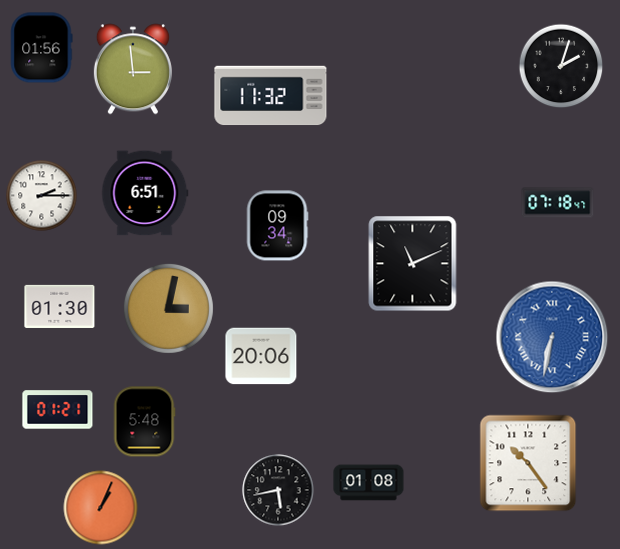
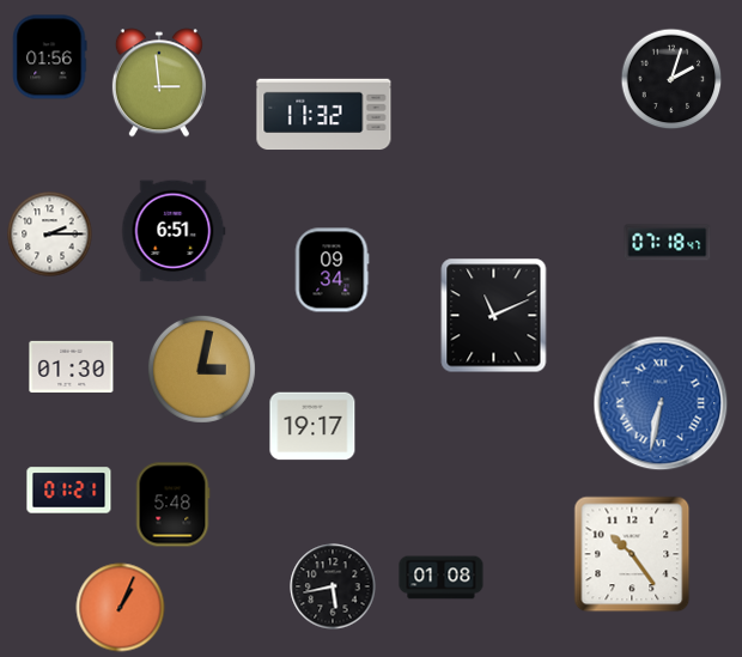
clock at (261, 356): 20:06 -> 19:17
